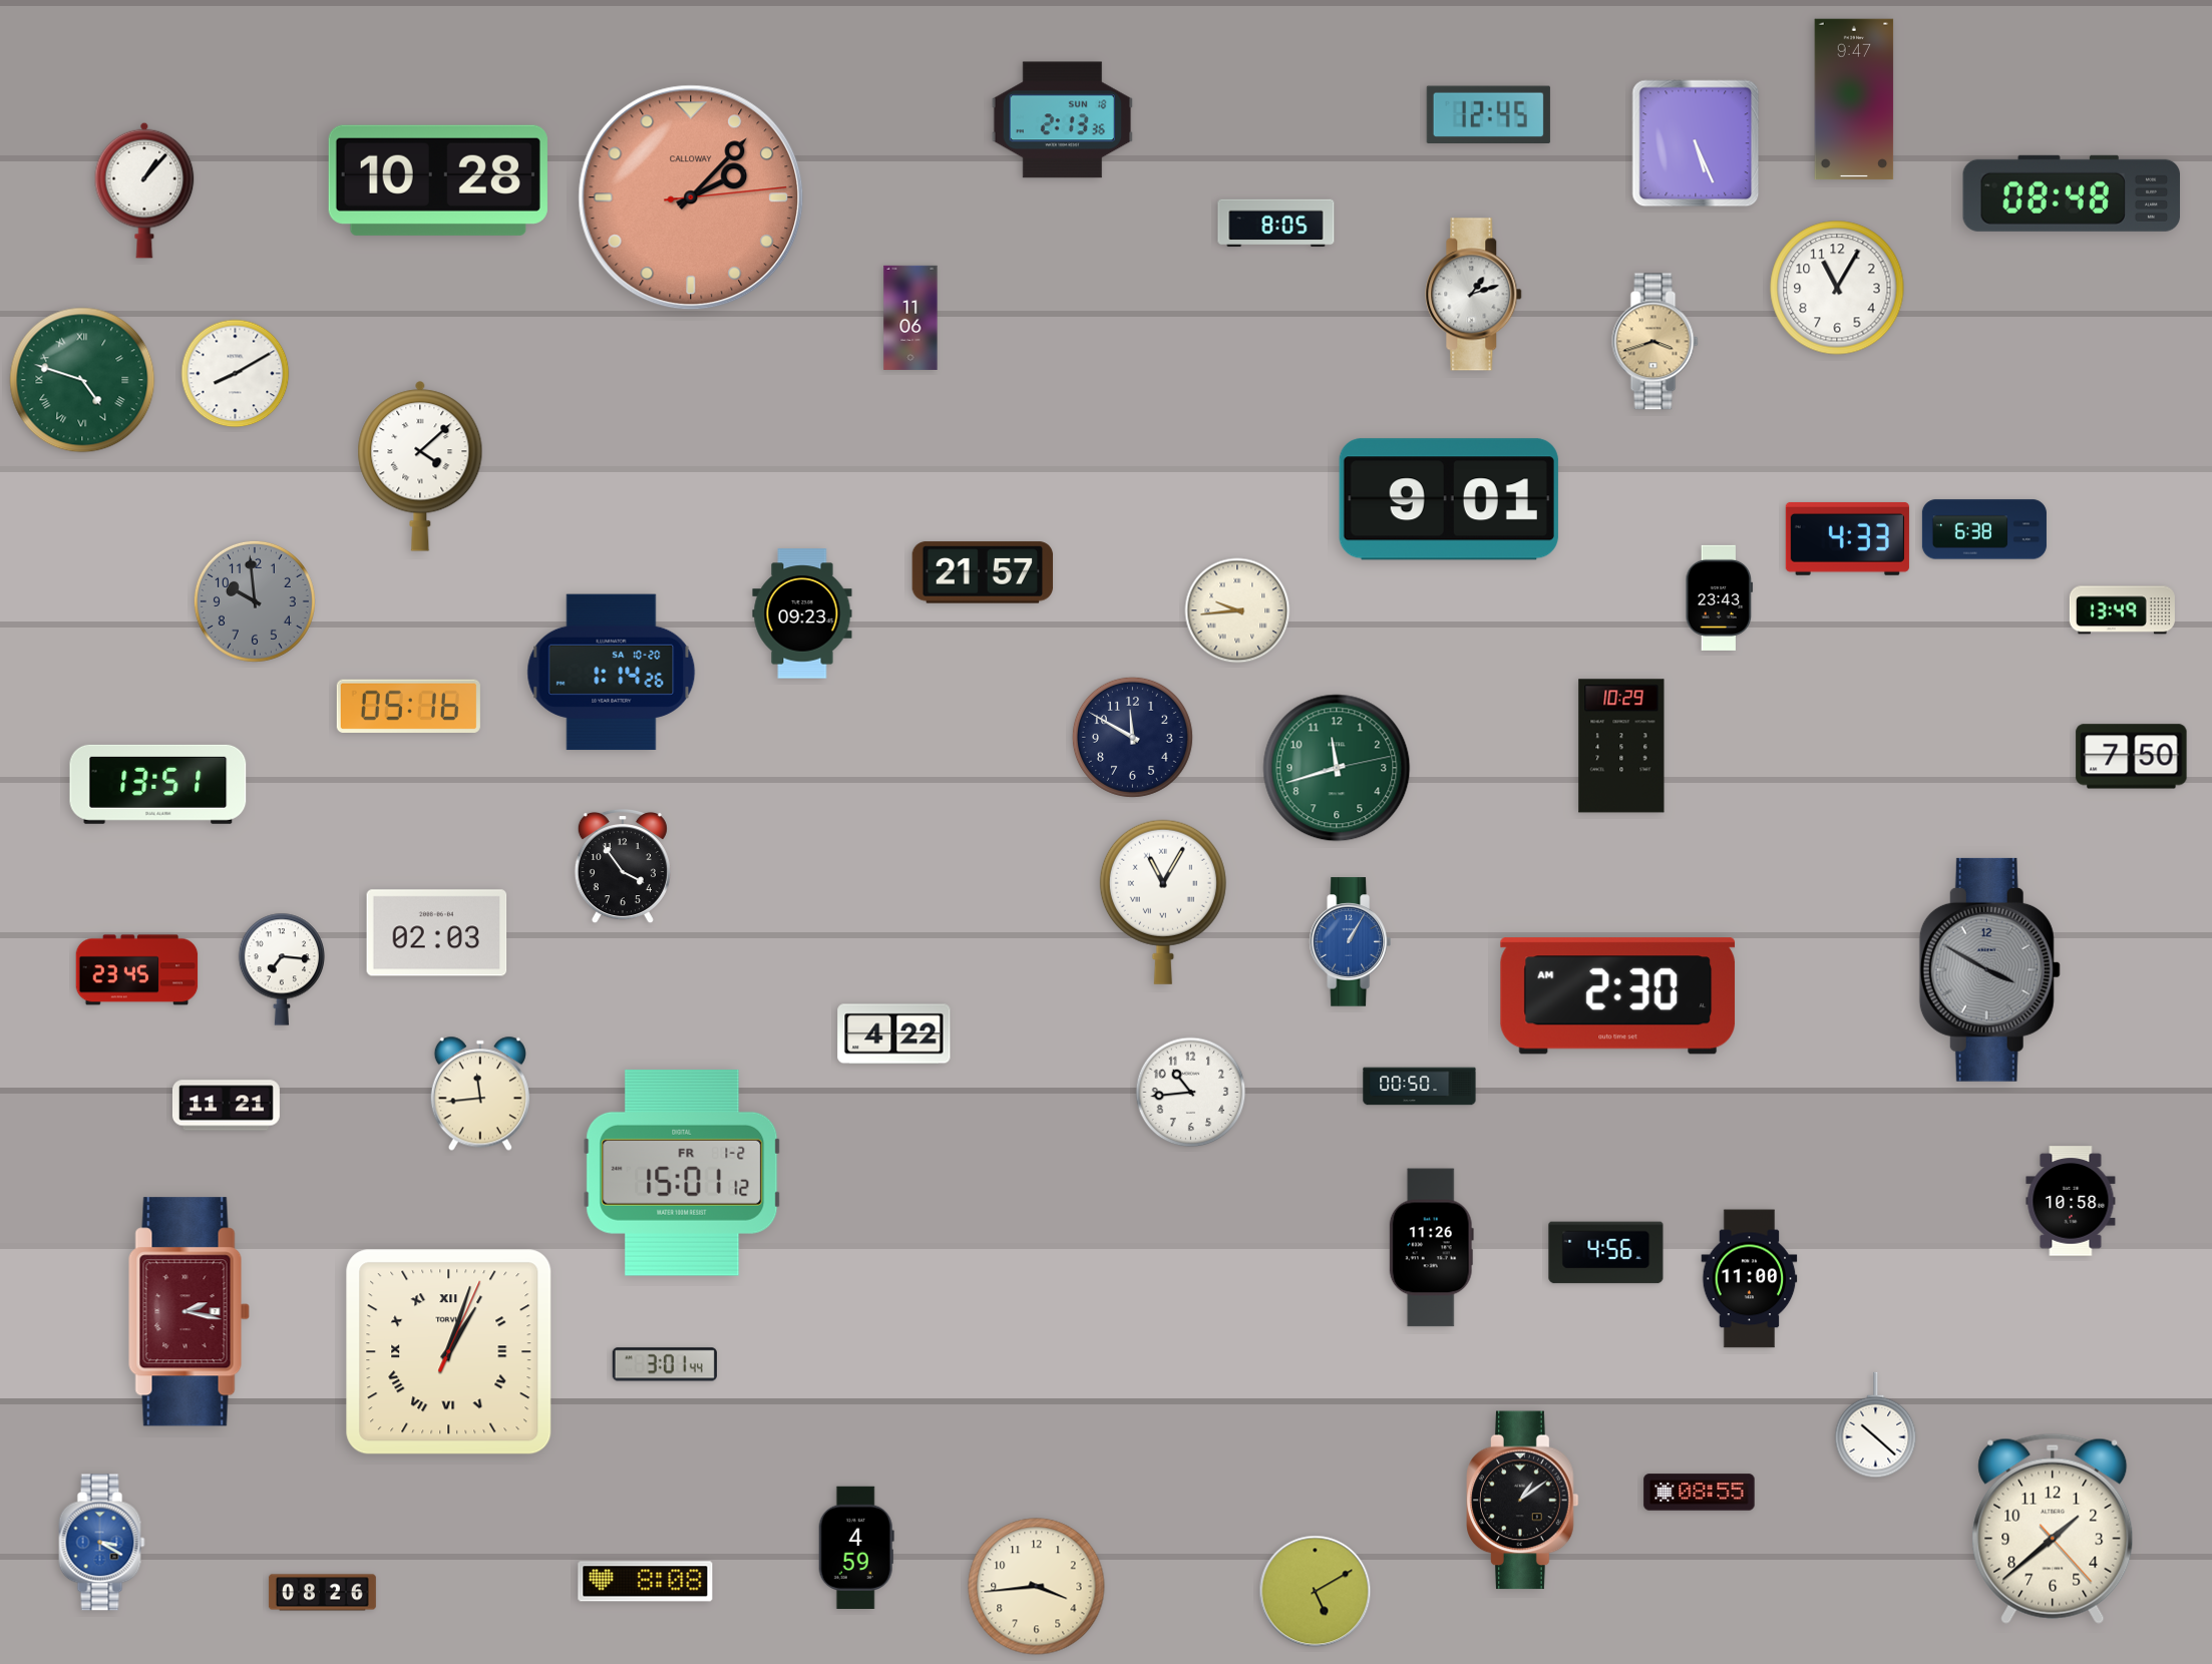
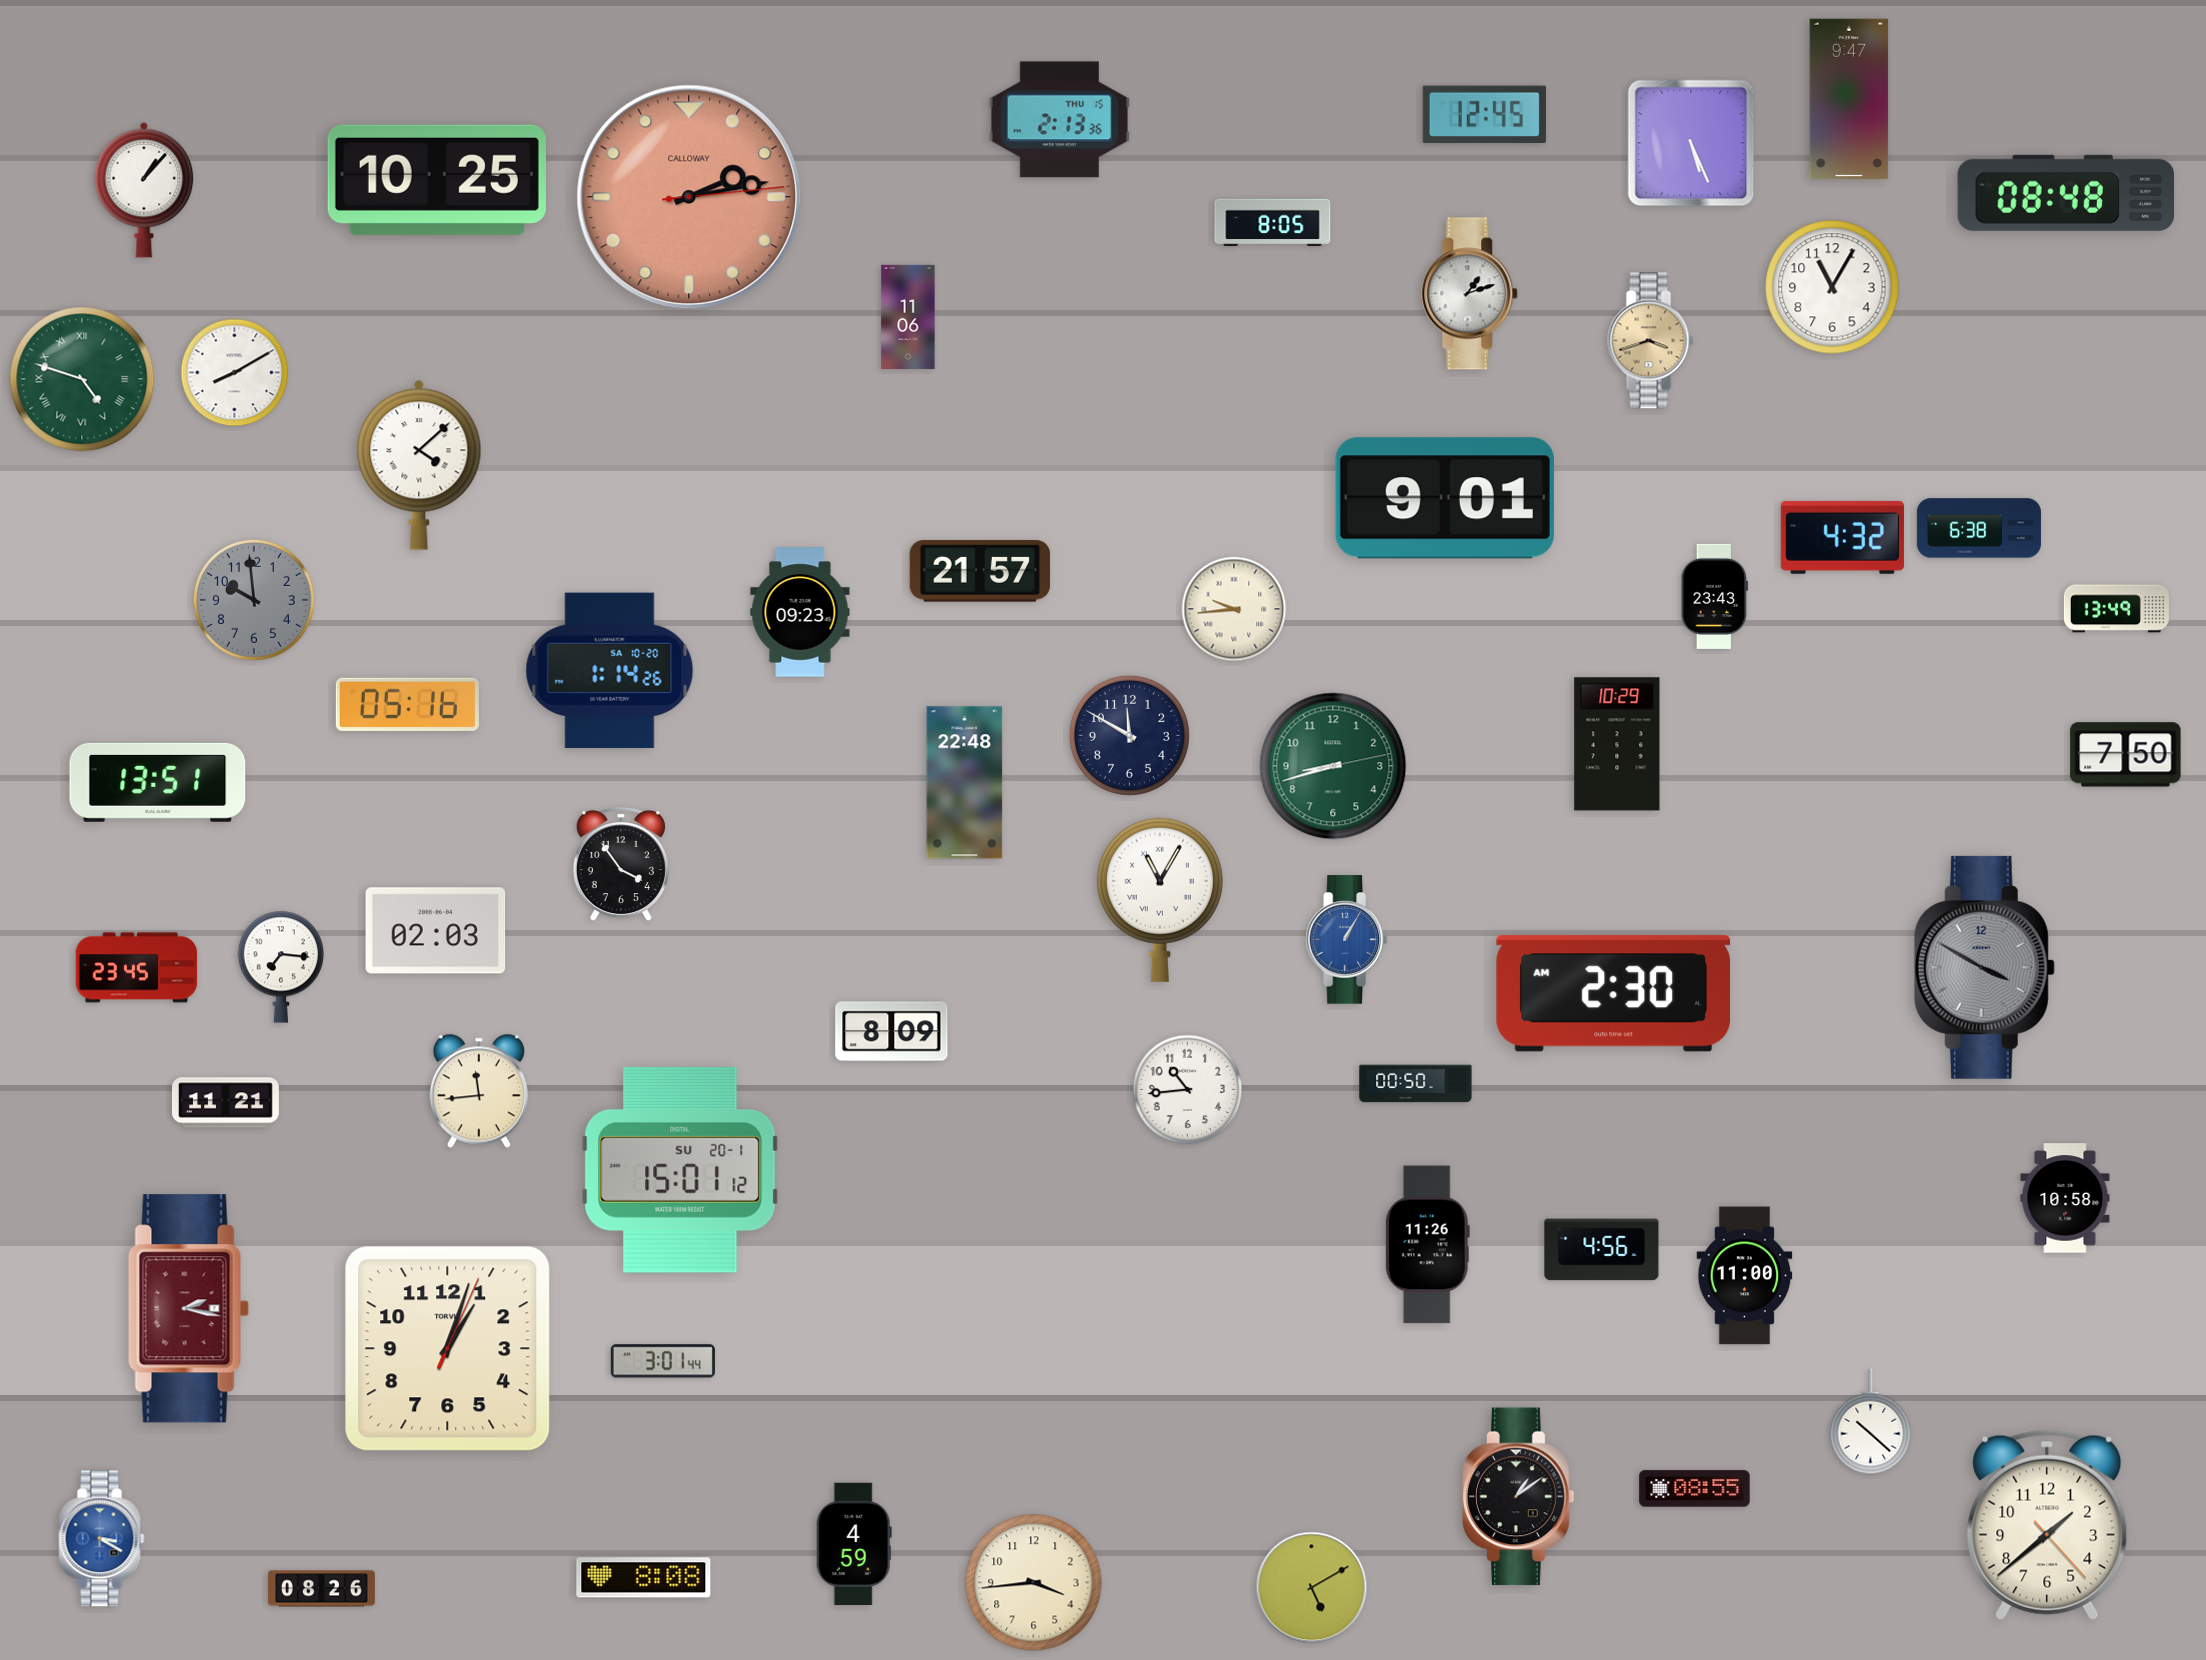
clock at (1062, 120) date: SUN 18 -> THU 15
clock at (438, 180): 10:28 -> 10:25
clock at (691, 197): 2:07 -> 2:13
clock at (1847, 539): 4:33 -> 4:32
clock at (1337, 768): 11:42 -> 8:42
clock at (965, 783): none -> 22:48
clock at (894, 1034): 4:22 -> 8:09
clock at (682, 1173) date: FR 1-2 -> SU 20-1
clock at (449, 1352) numerals: Roman -> Arabic
